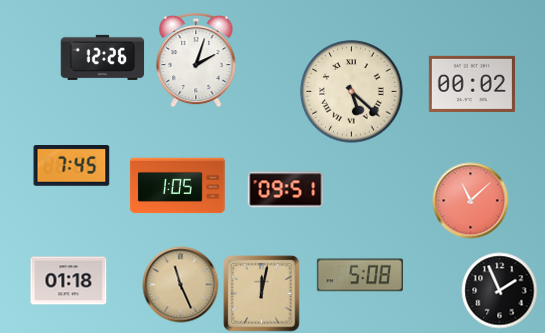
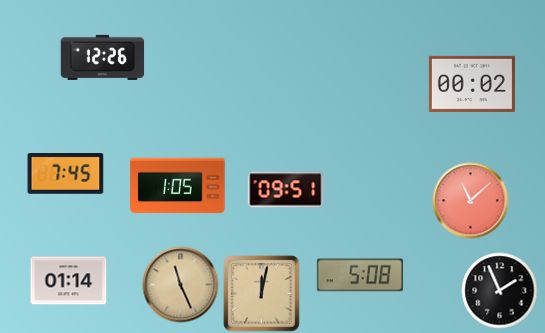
clock at (196, 60): 2:03 -> none
clock at (352, 92): 5:22 -> none
clock at (72, 166) position: (72, 166) -> (66, 174)
clock at (69, 281): 01:18 -> 01:14
